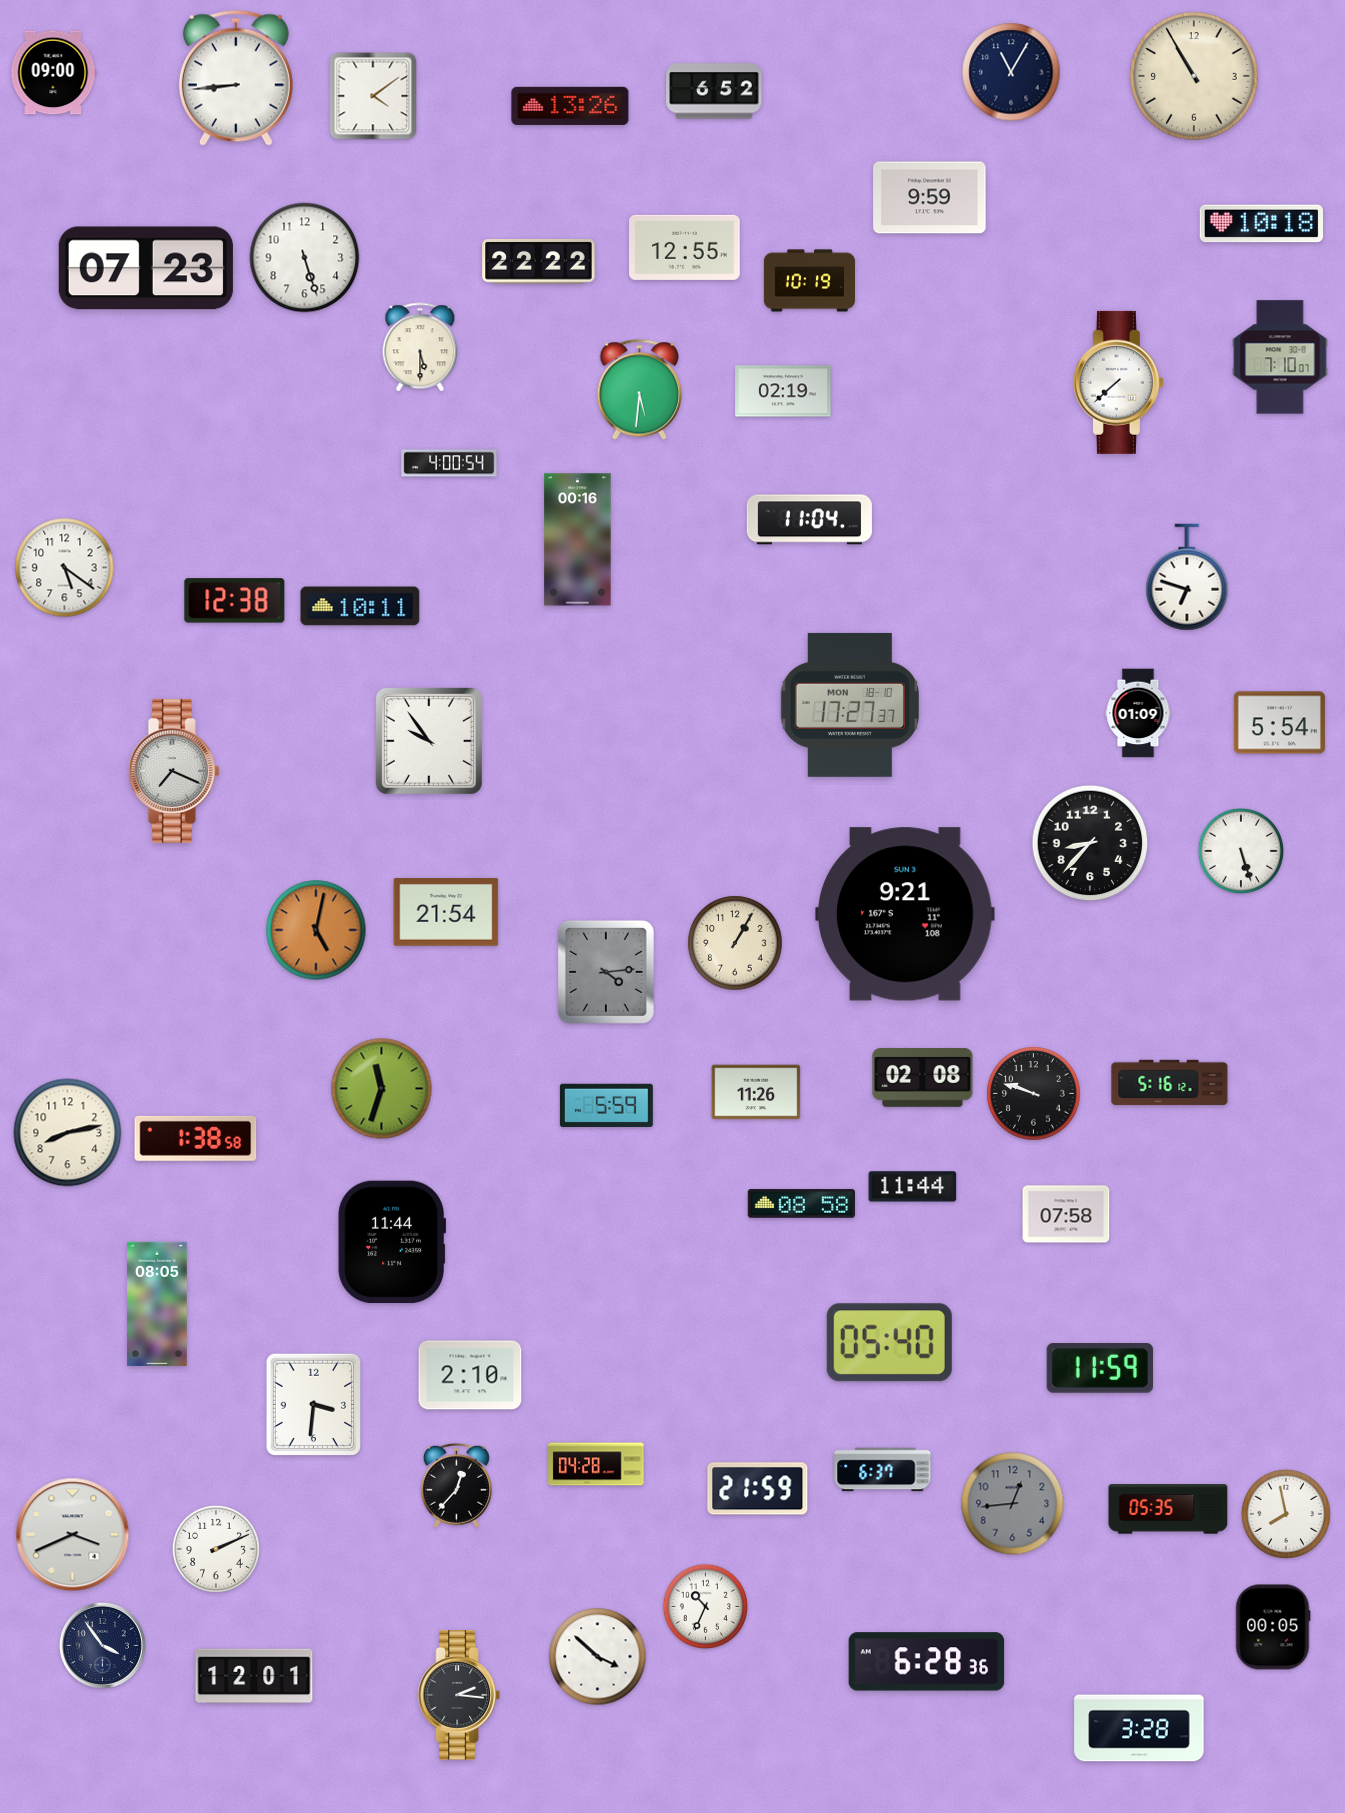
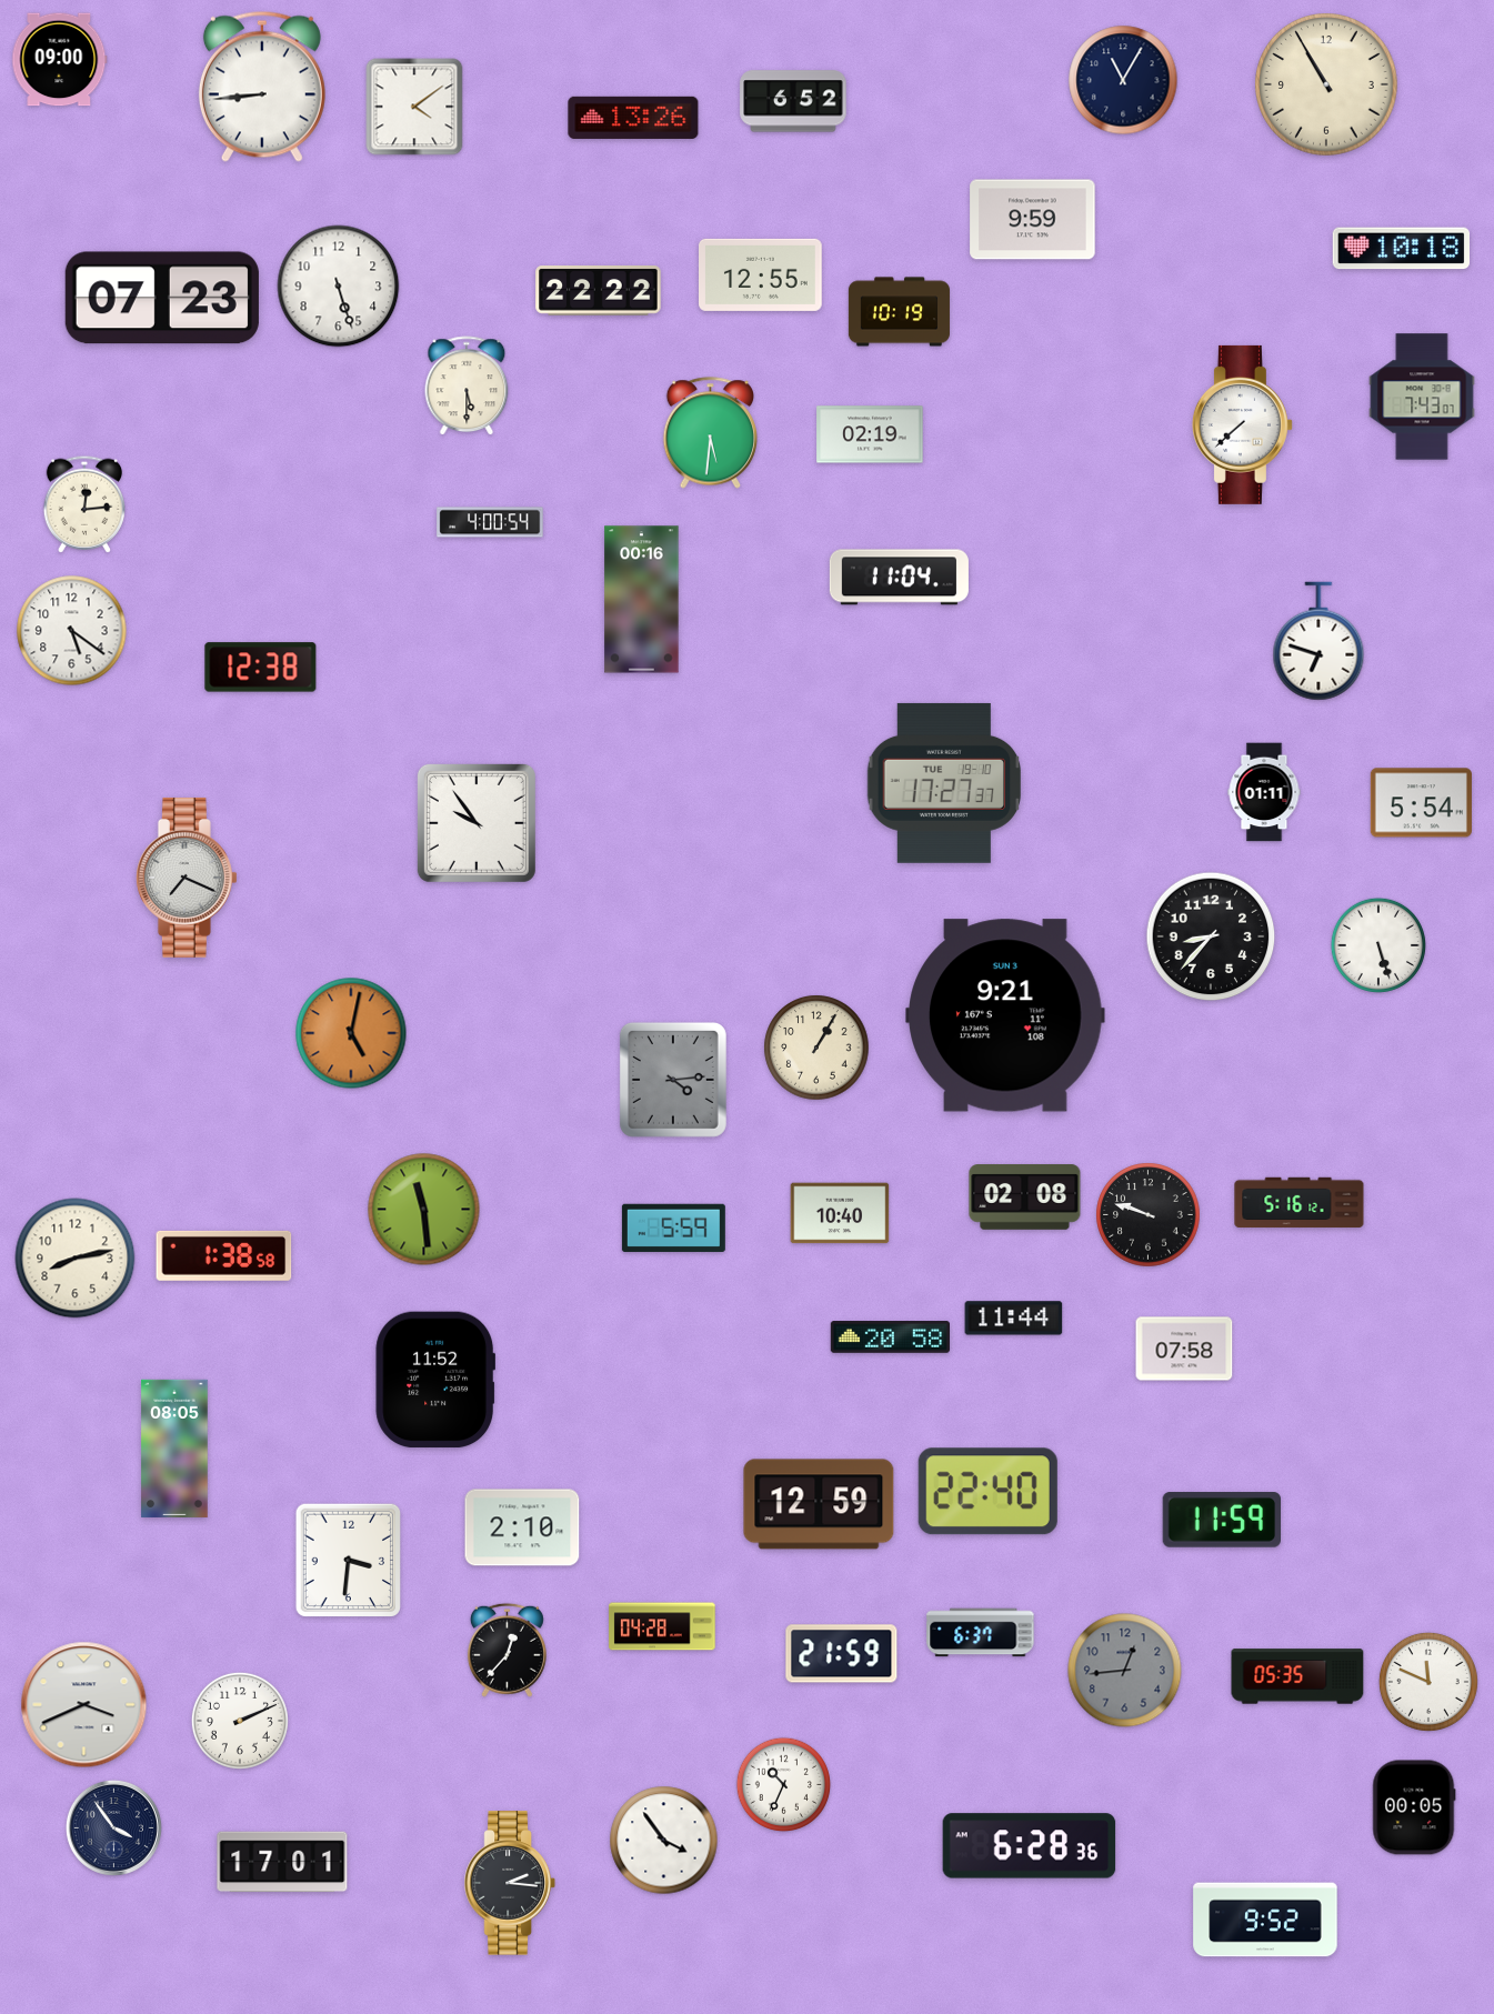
clock at (54, 73) position: (54, 73) -> (60, 60)
clock at (1280, 357): 7:10 -> 7:43
clock at (84, 504): none -> 12:14
clock at (449, 463) position: (449, 463) -> (490, 522)
clock at (360, 606): 10:11 -> none
clock at (850, 705) date: MON 18-10 -> TUE 19-10
clock at (1138, 713): 01:09 -> 01:11
clock at (174, 771) position: (174, 771) -> (187, 878)
clock at (446, 913): 21:54 -> none
clock at (382, 1089): 11:33 -> 11:29
clock at (756, 1092): 11:26 -> 10:40
clock at (196, 1138) position: (196, 1138) -> (224, 1255)
clock at (801, 1204): 08:58 -> 20:58
clock at (391, 1242): 11:44 -> 11:52
clock at (889, 1343): 05:40 -> 22:40
clock at (819, 1504): none -> 12:59
clock at (1286, 1514): 7:58 -> 11:49
clock at (73, 1535) position: (73, 1535) -> (84, 1705)
clock at (598, 1657): 3:52 -> 3:54
clock at (254, 1676): 12:01 -> 17:01
clock at (1139, 1728): 3:28 -> 9:52
